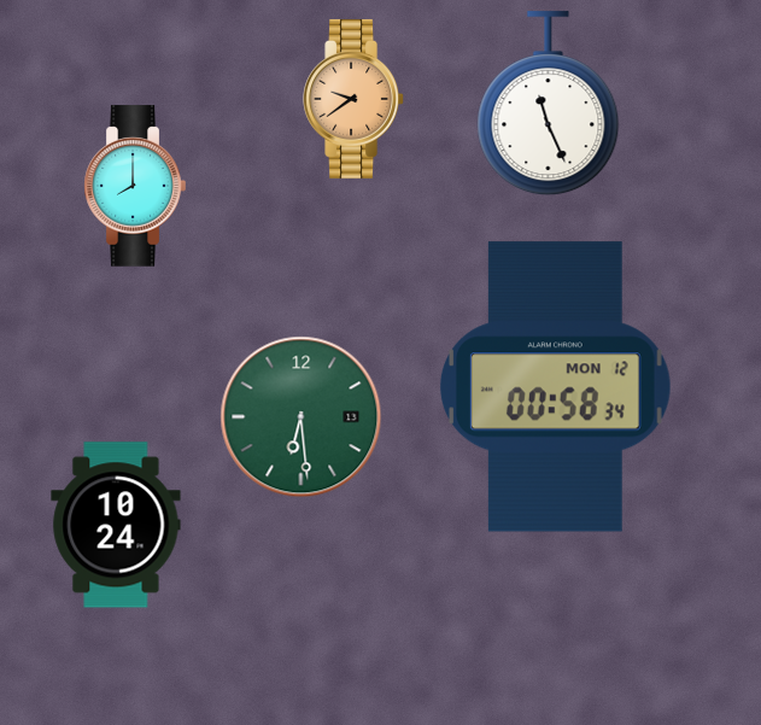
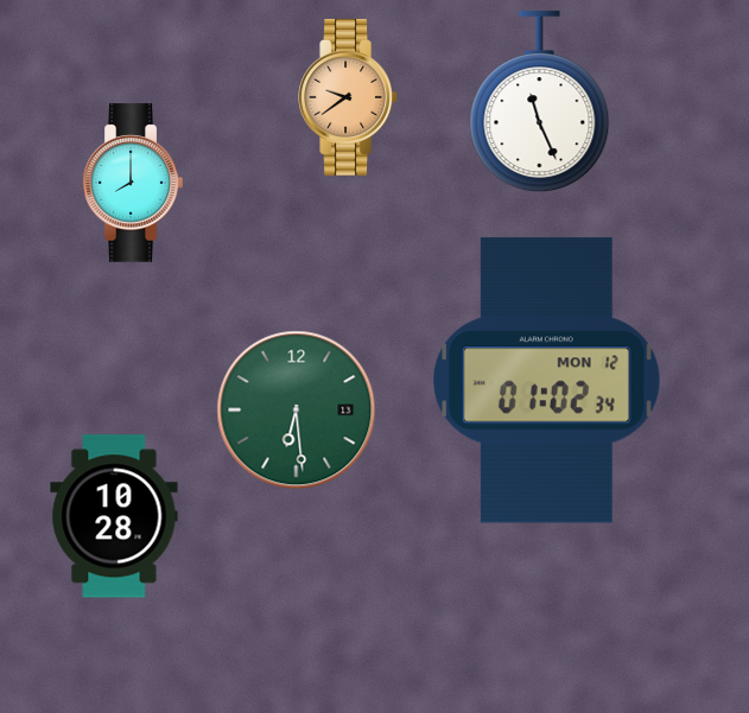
clock at (555, 387): 00:58 -> 01:02
clock at (116, 525): 10:24 -> 10:28
